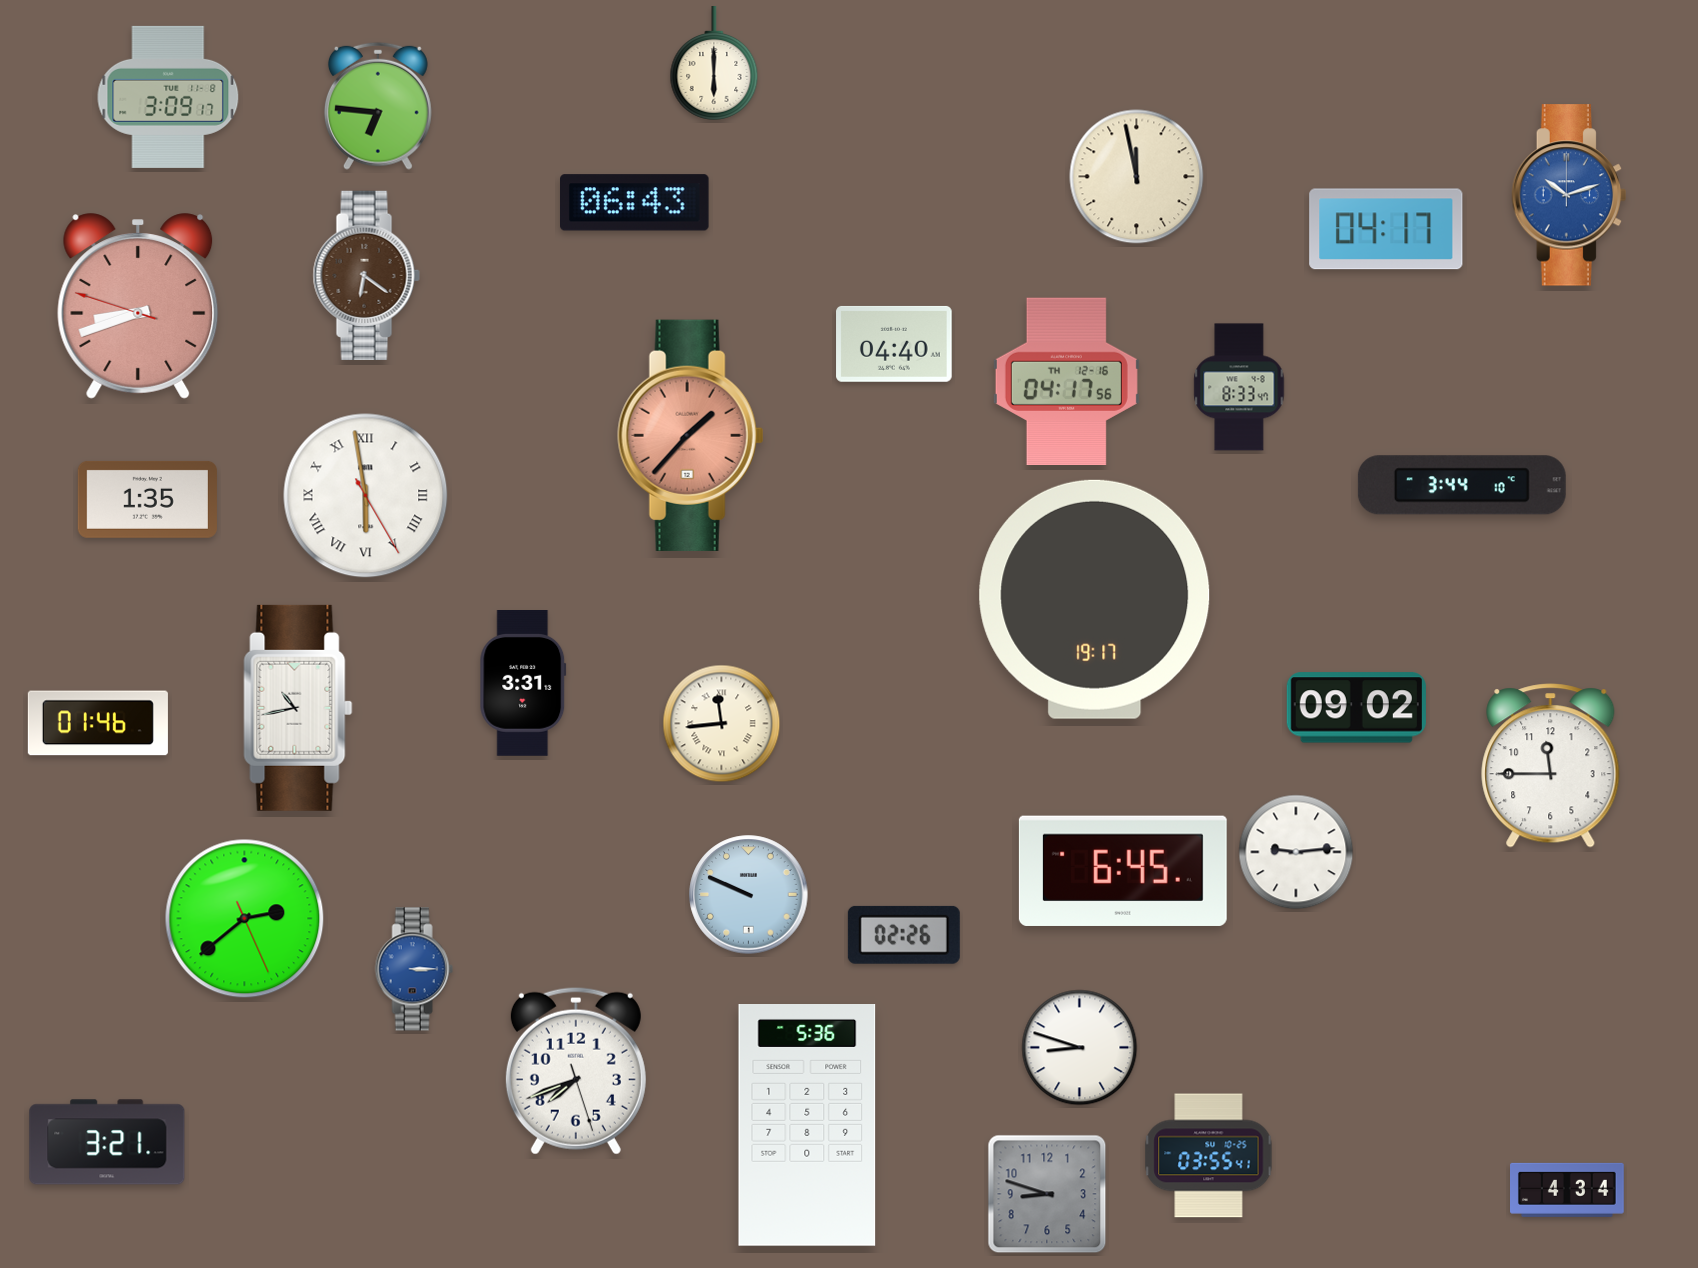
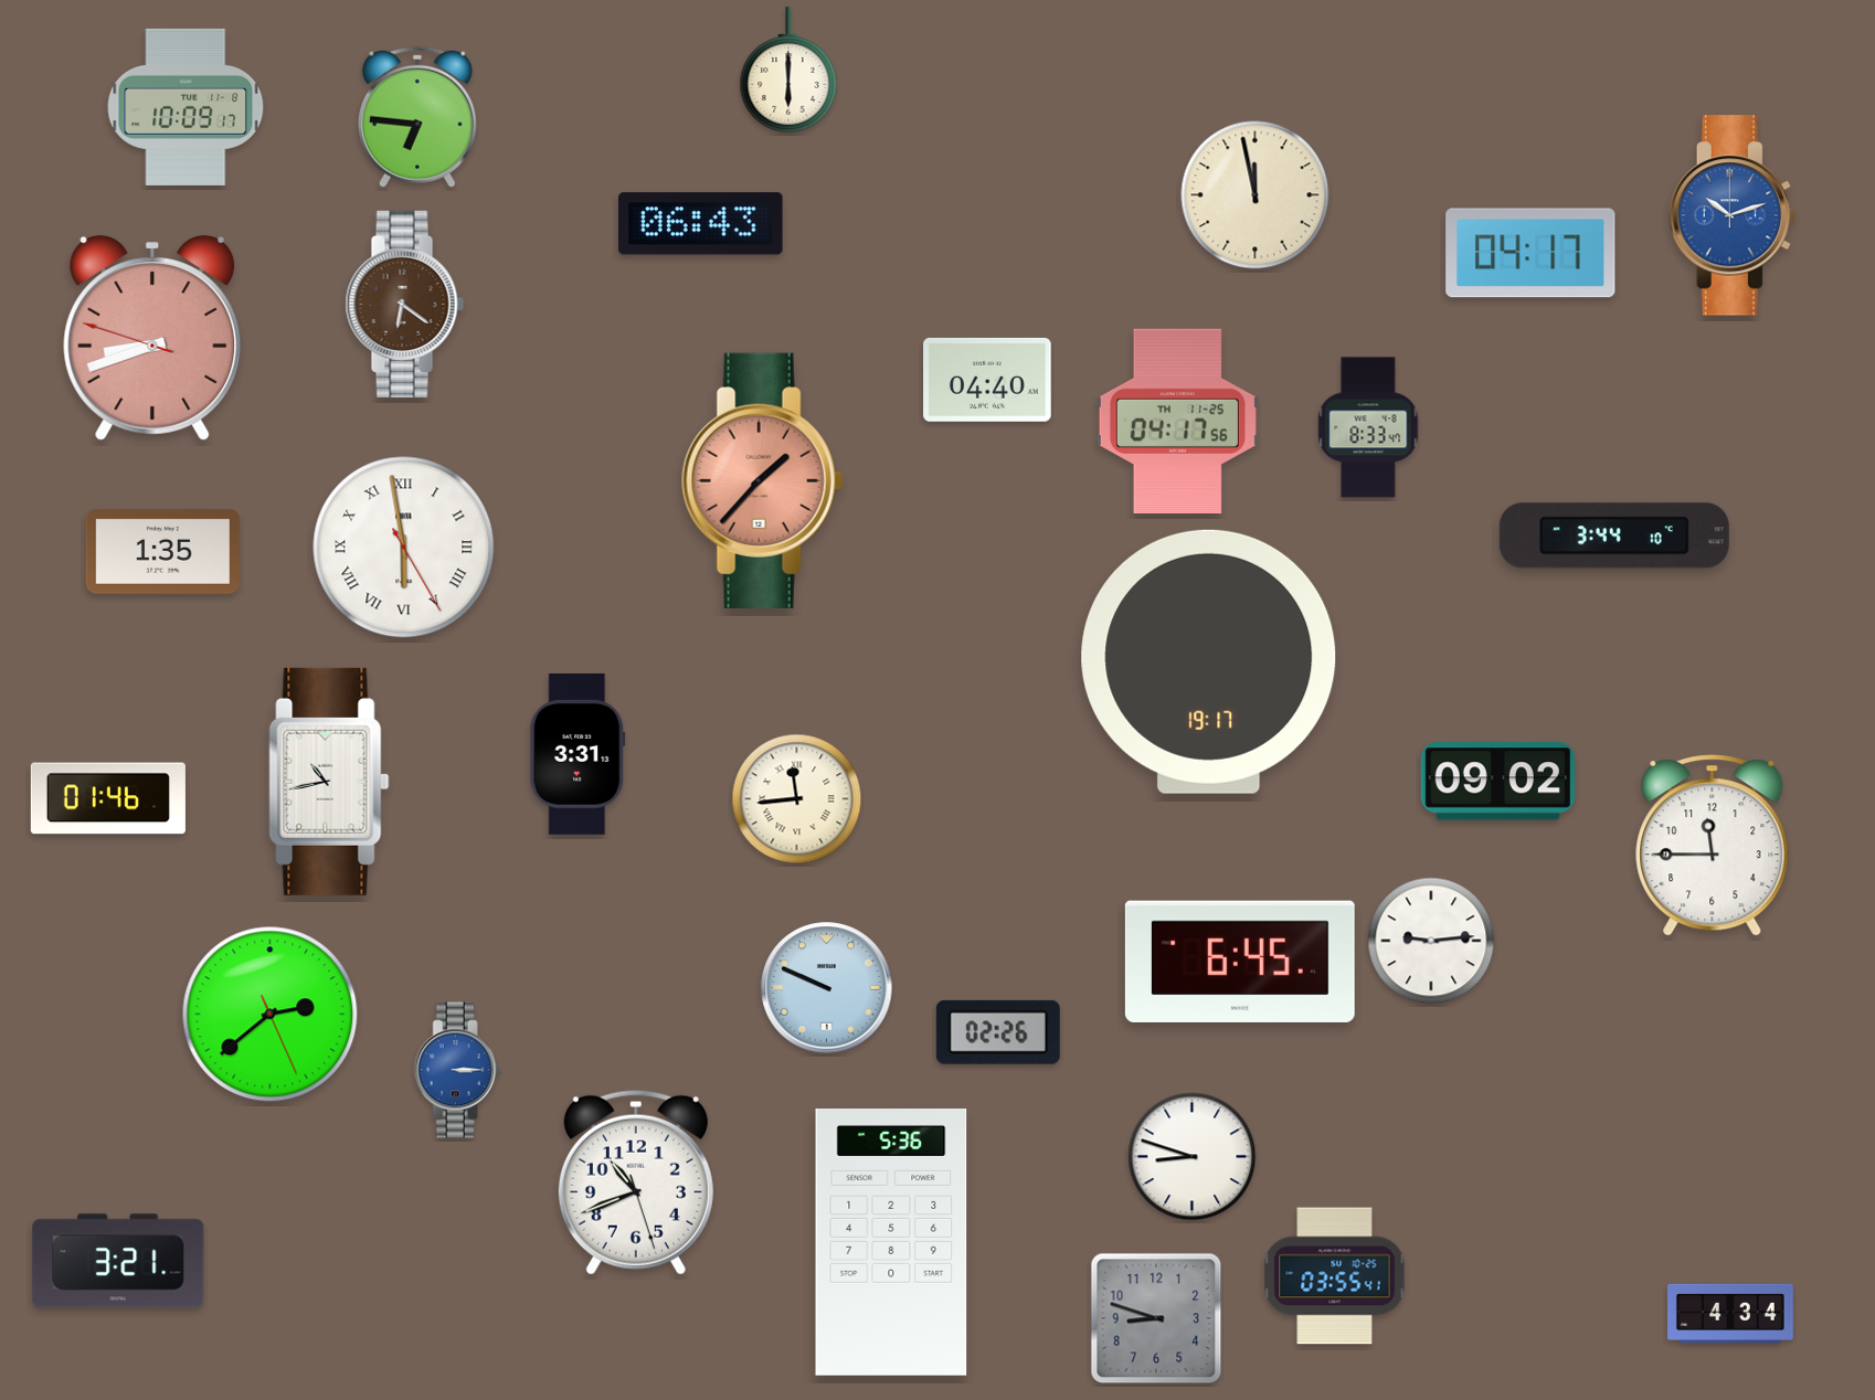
clock at (168, 97): 3:09 -> 10:09
clock at (1066, 382) date: TH 12-16 -> TH 11-25
clock at (576, 1071): 7:41 -> 10:41
